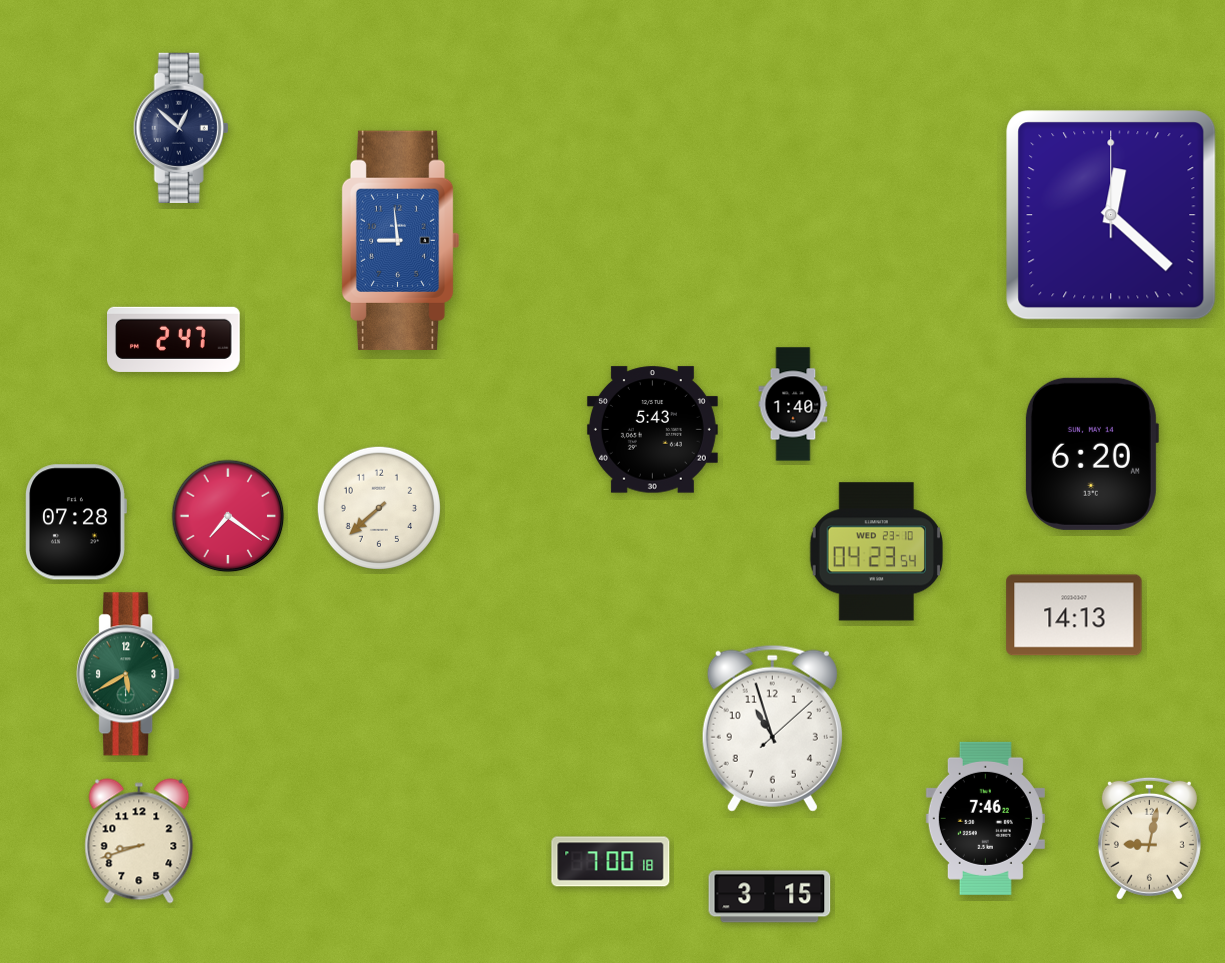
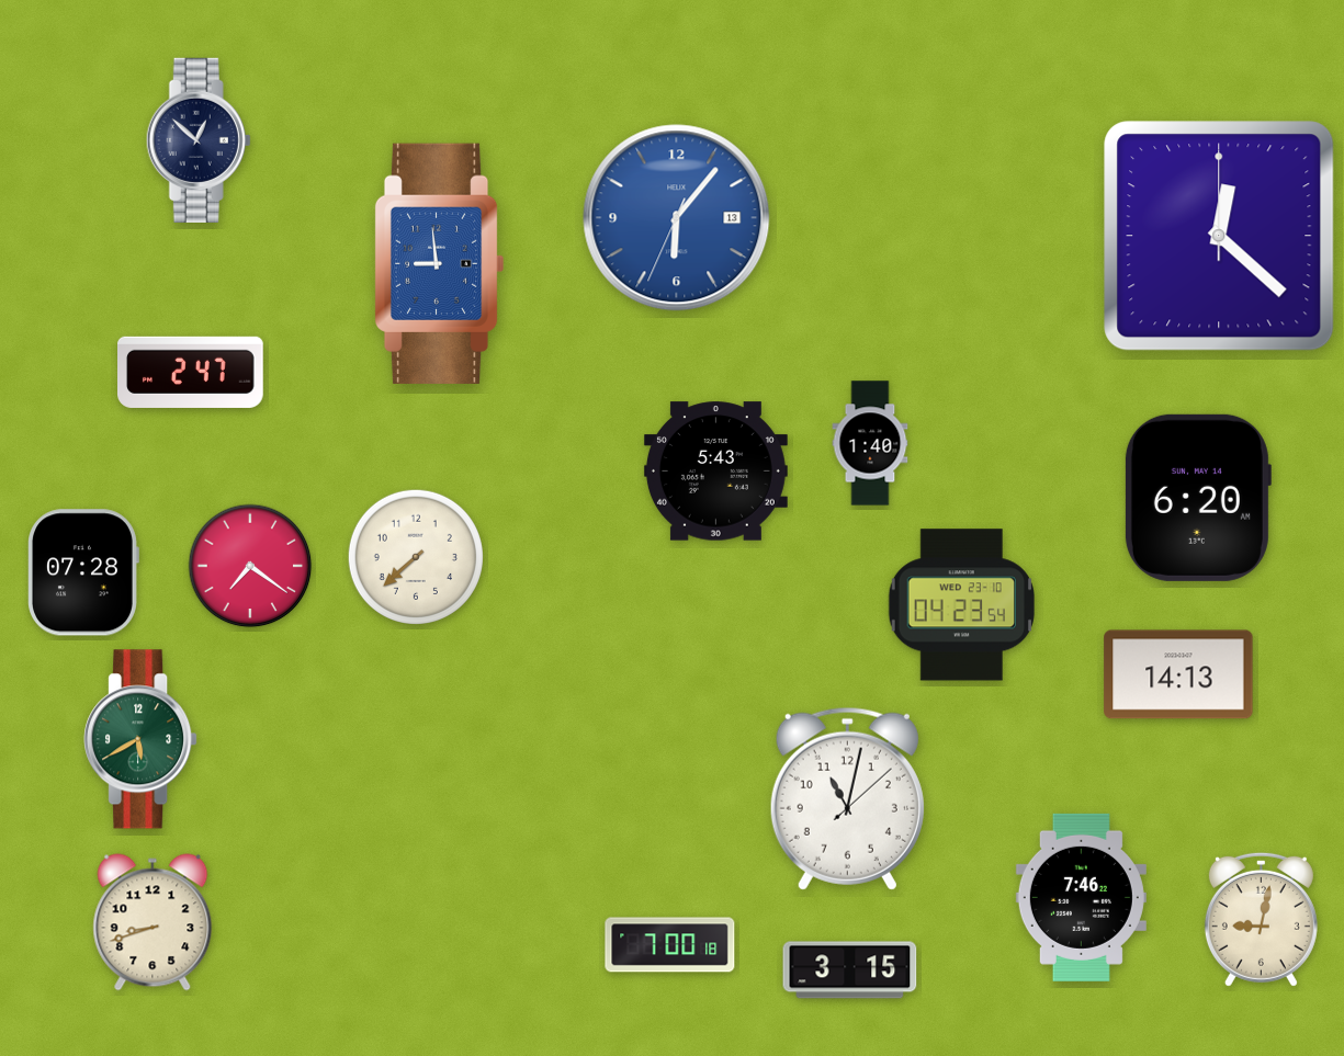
clock at (677, 218): none -> 6:06
clock at (772, 728): 10:57 -> 11:02
clock at (770, 897) position: (770, 897) -> (850, 970)
